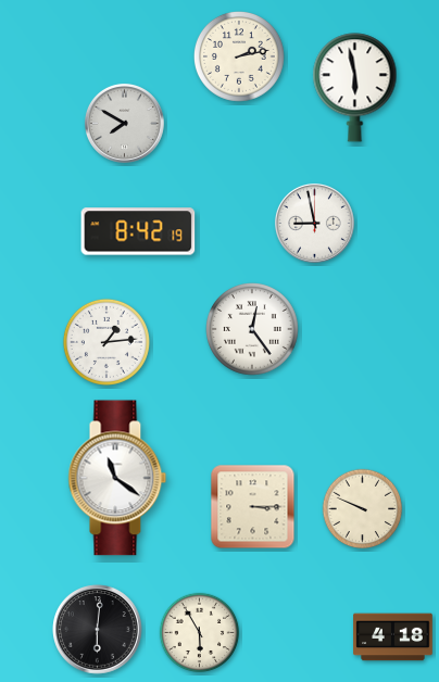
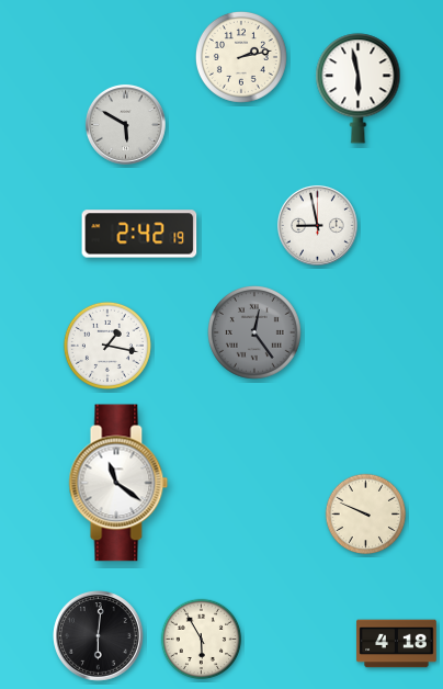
clock at (124, 123): 7:50 -> 5:50
clock at (138, 231): 8:42 -> 2:42
clock at (253, 330) dial: white -> grey
clock at (106, 342): 1:14 -> 1:17
clock at (253, 507): 3:15 -> none
